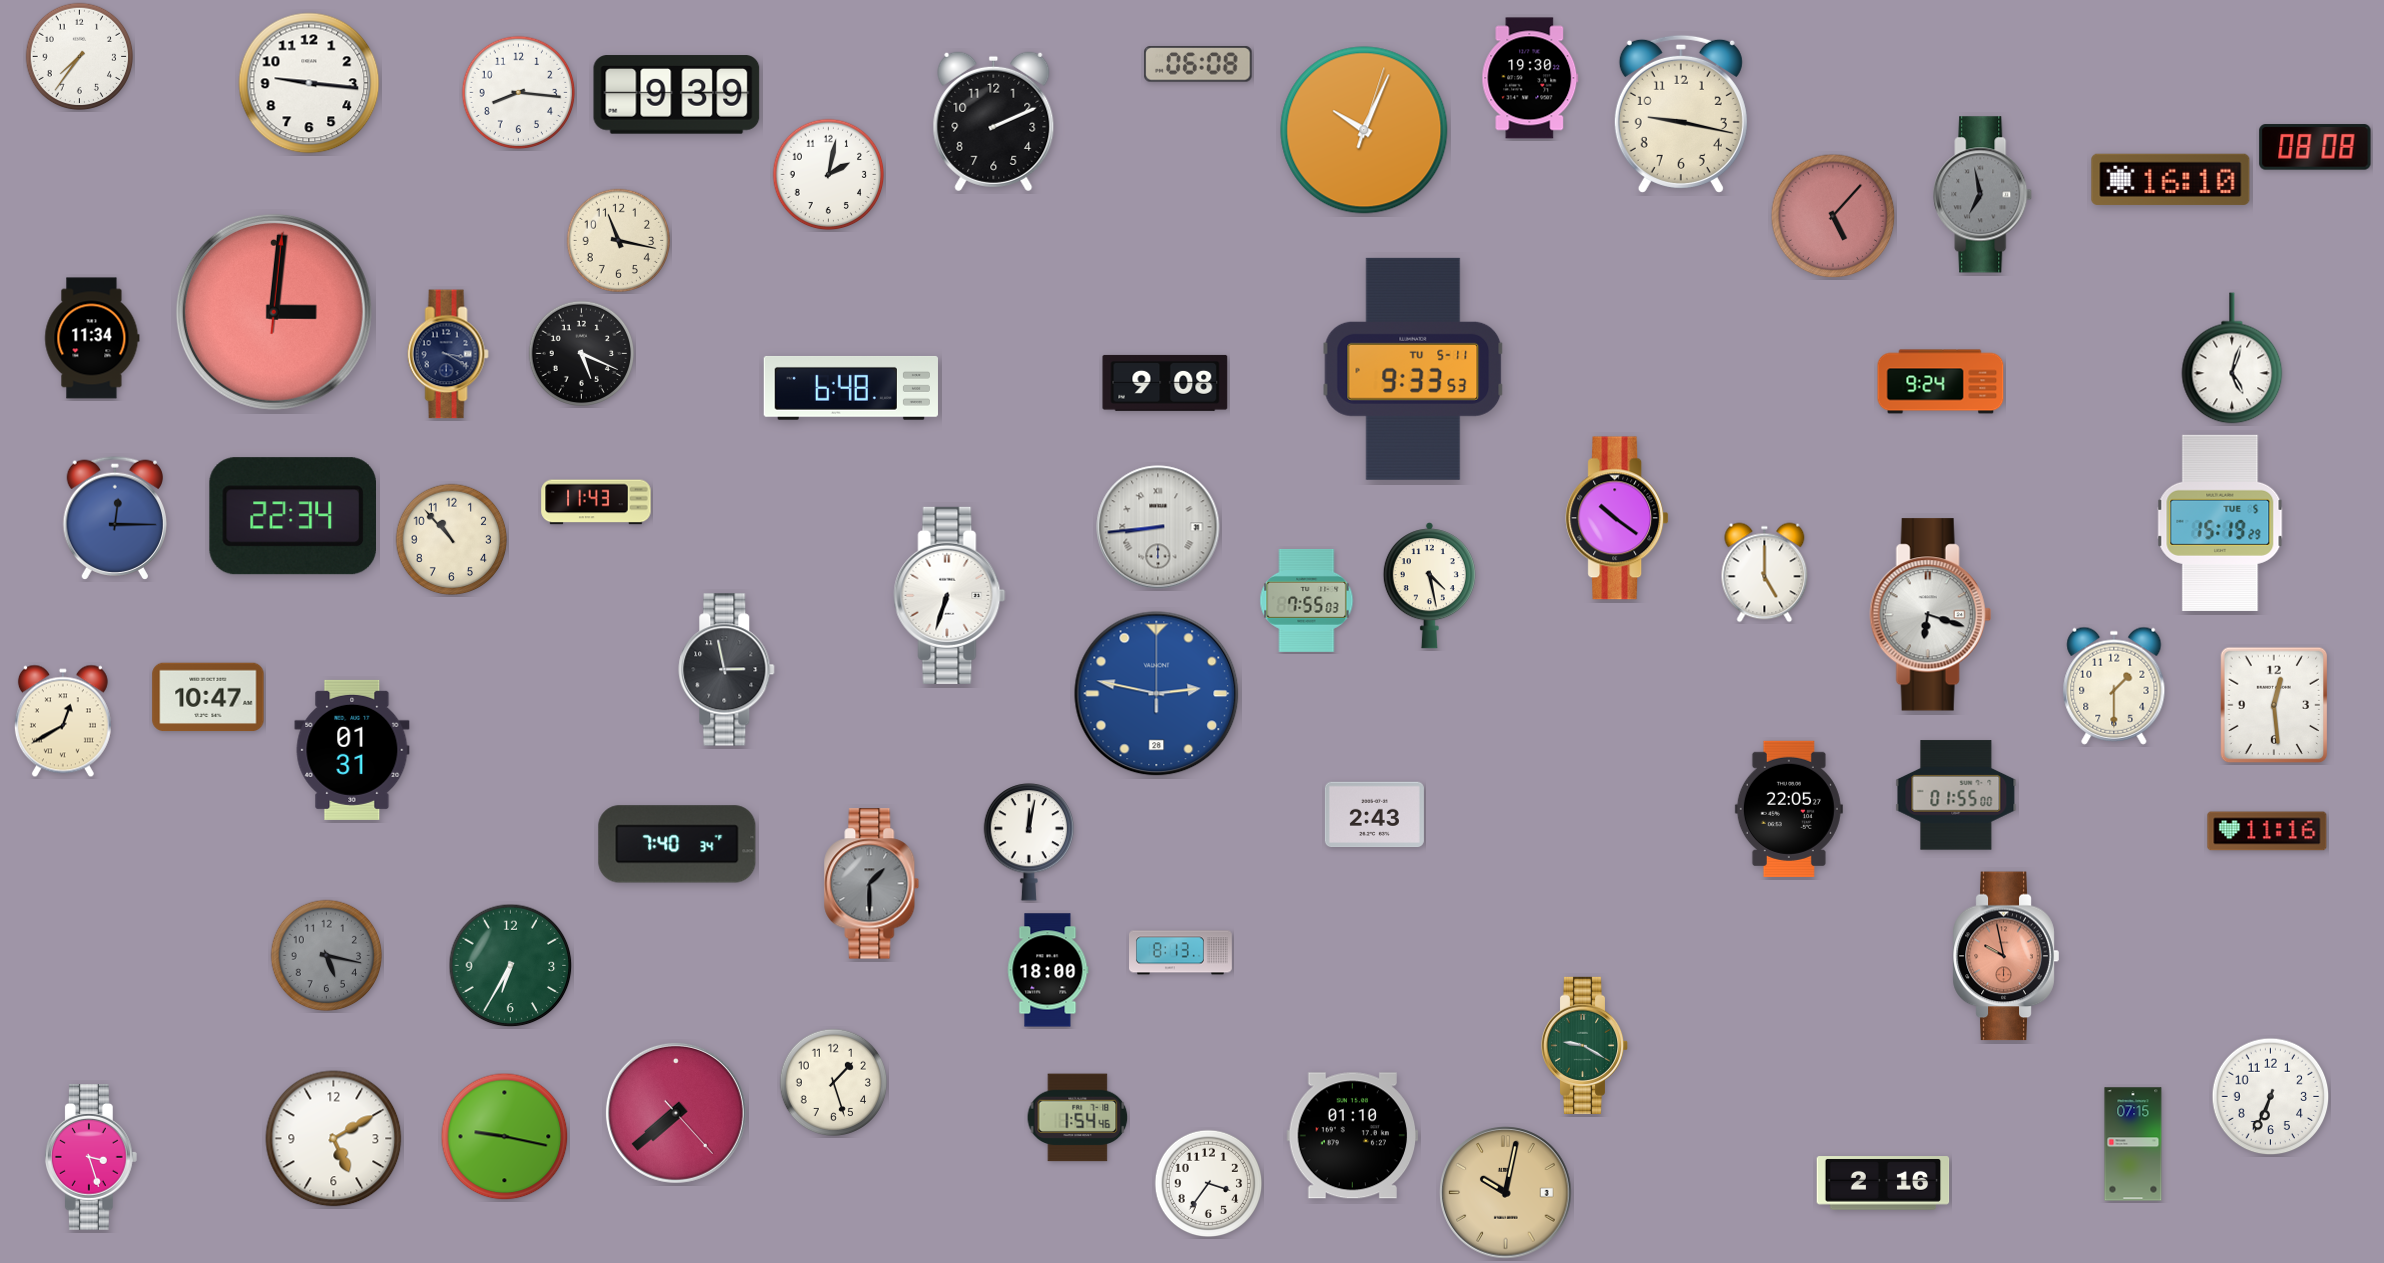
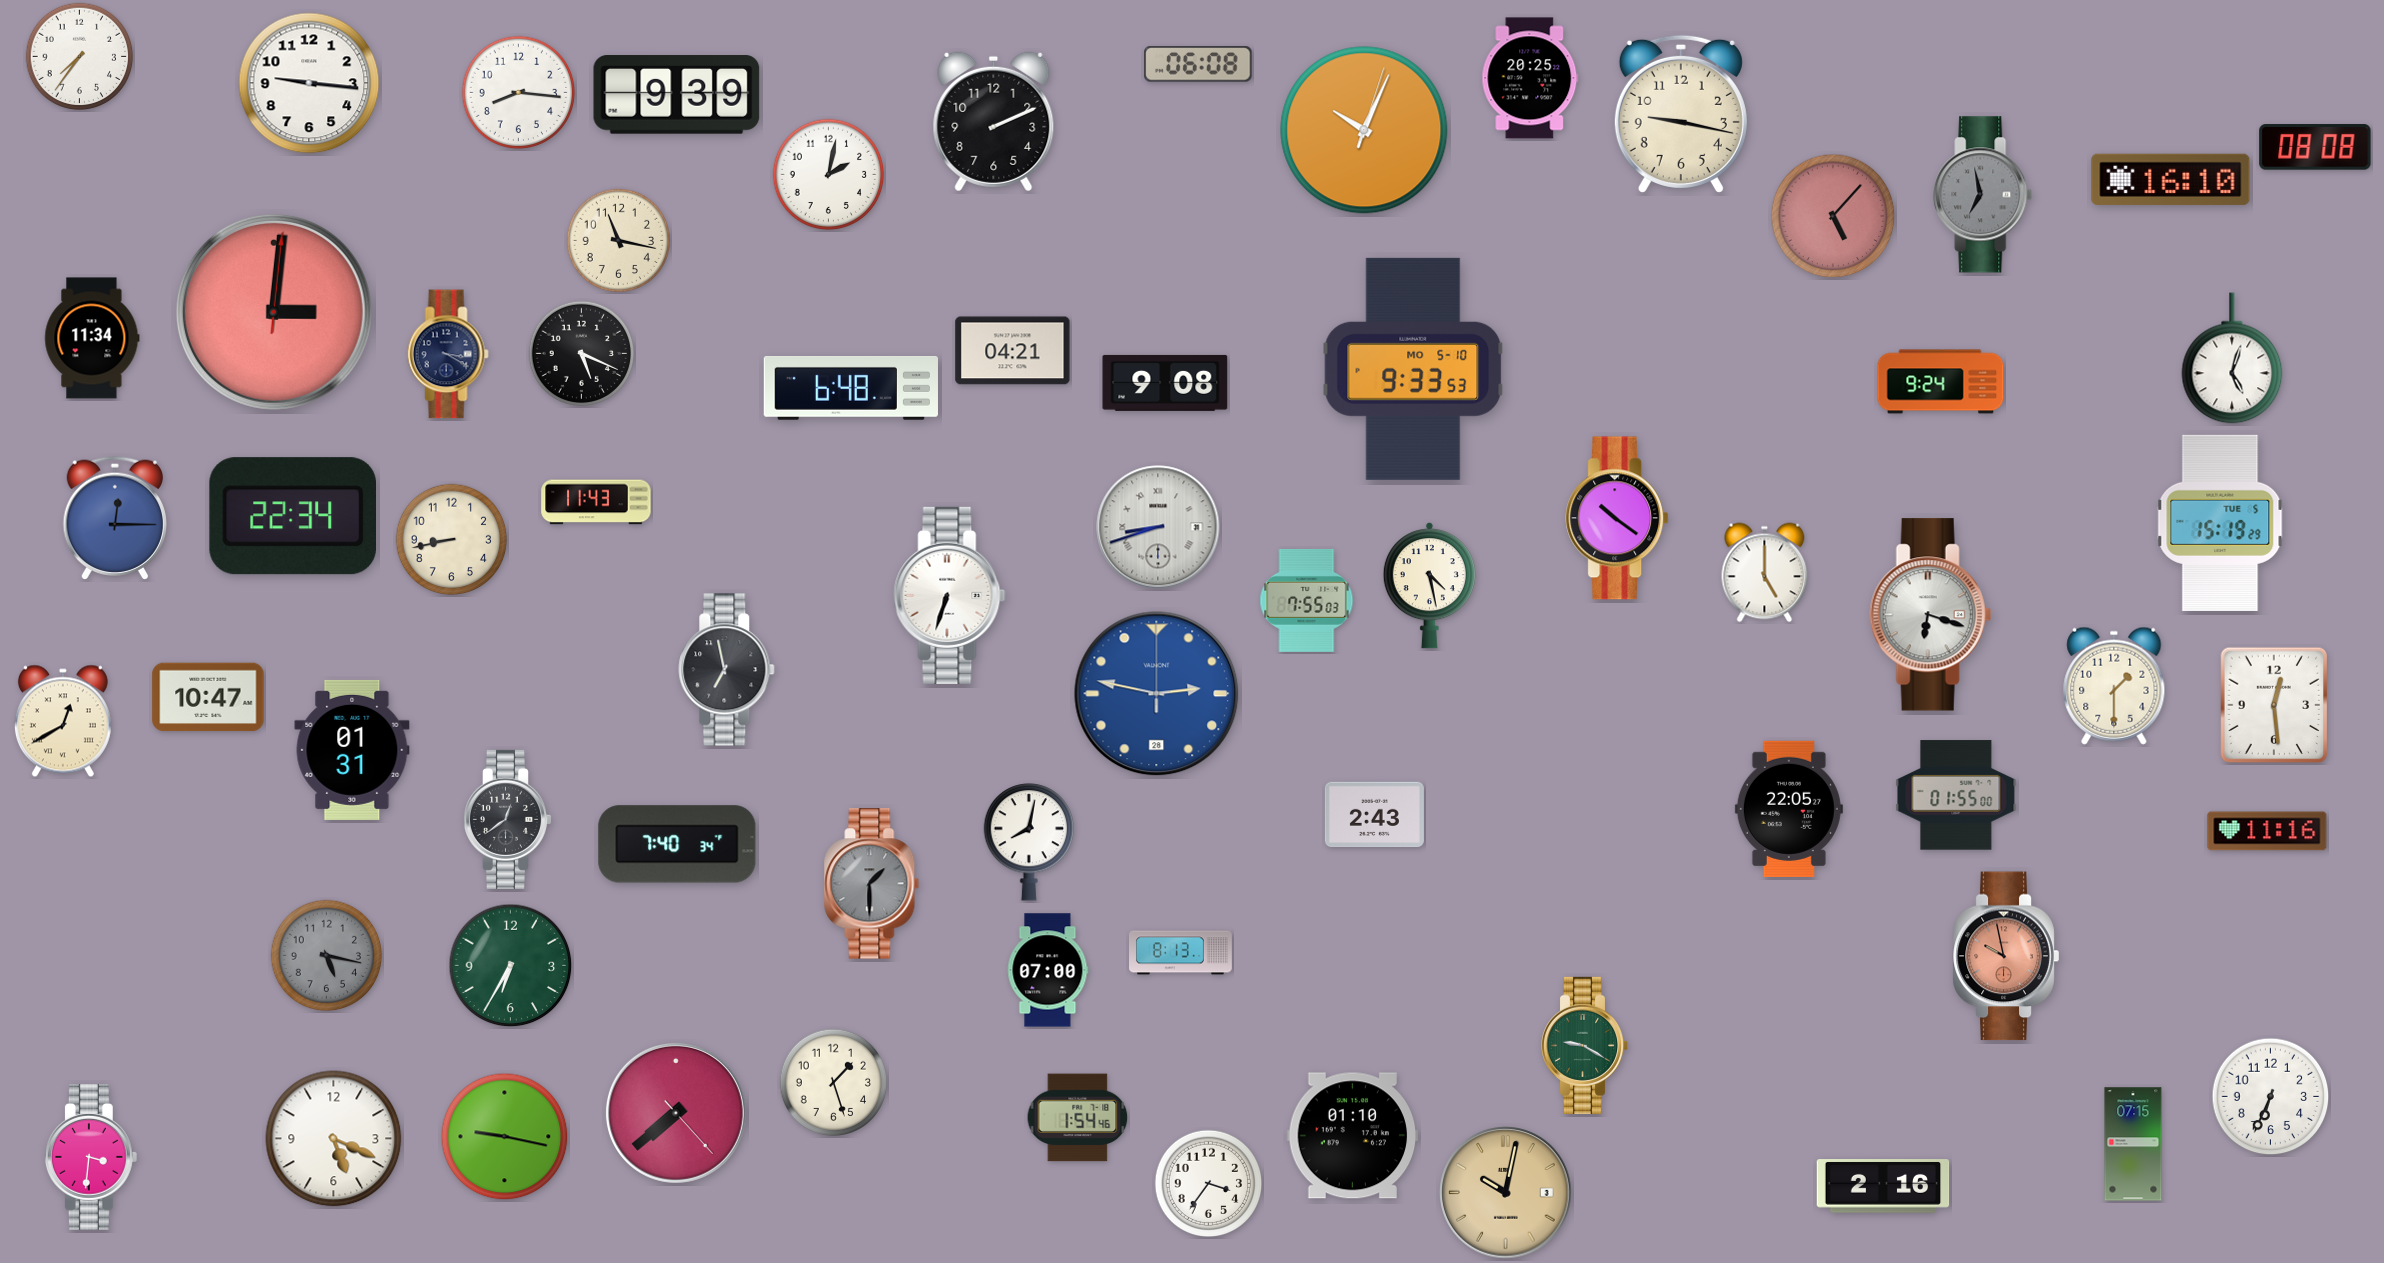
clock at (1530, 78): 19:30 -> 20:25
clock at (1013, 351): none -> 04:21
clock at (1413, 369) date: TU 5-11 -> MO 5-10
clock at (1158, 527): 8:44 -> 8:42
clock at (452, 540): 10:53 -> 8:43
clock at (727, 670): 2:58 -> 6:58
clock at (507, 819): none -> 12:39
clock at (1029, 842): 12:02 -> 8:02
clock at (1048, 970): 18:00 -> 07:00
clock at (334, 1139): 5:10 -> 5:19
clock at (91, 1158): 3:27 -> 3:31
clock at (1883, 1183) position: (1883, 1183) -> (1883, 1186)
